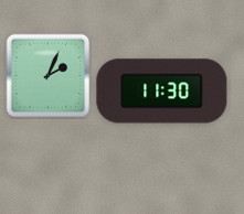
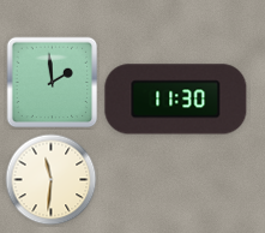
clock at (49, 76): 2:04 -> 1:59
clock at (52, 180): none -> 11:31
